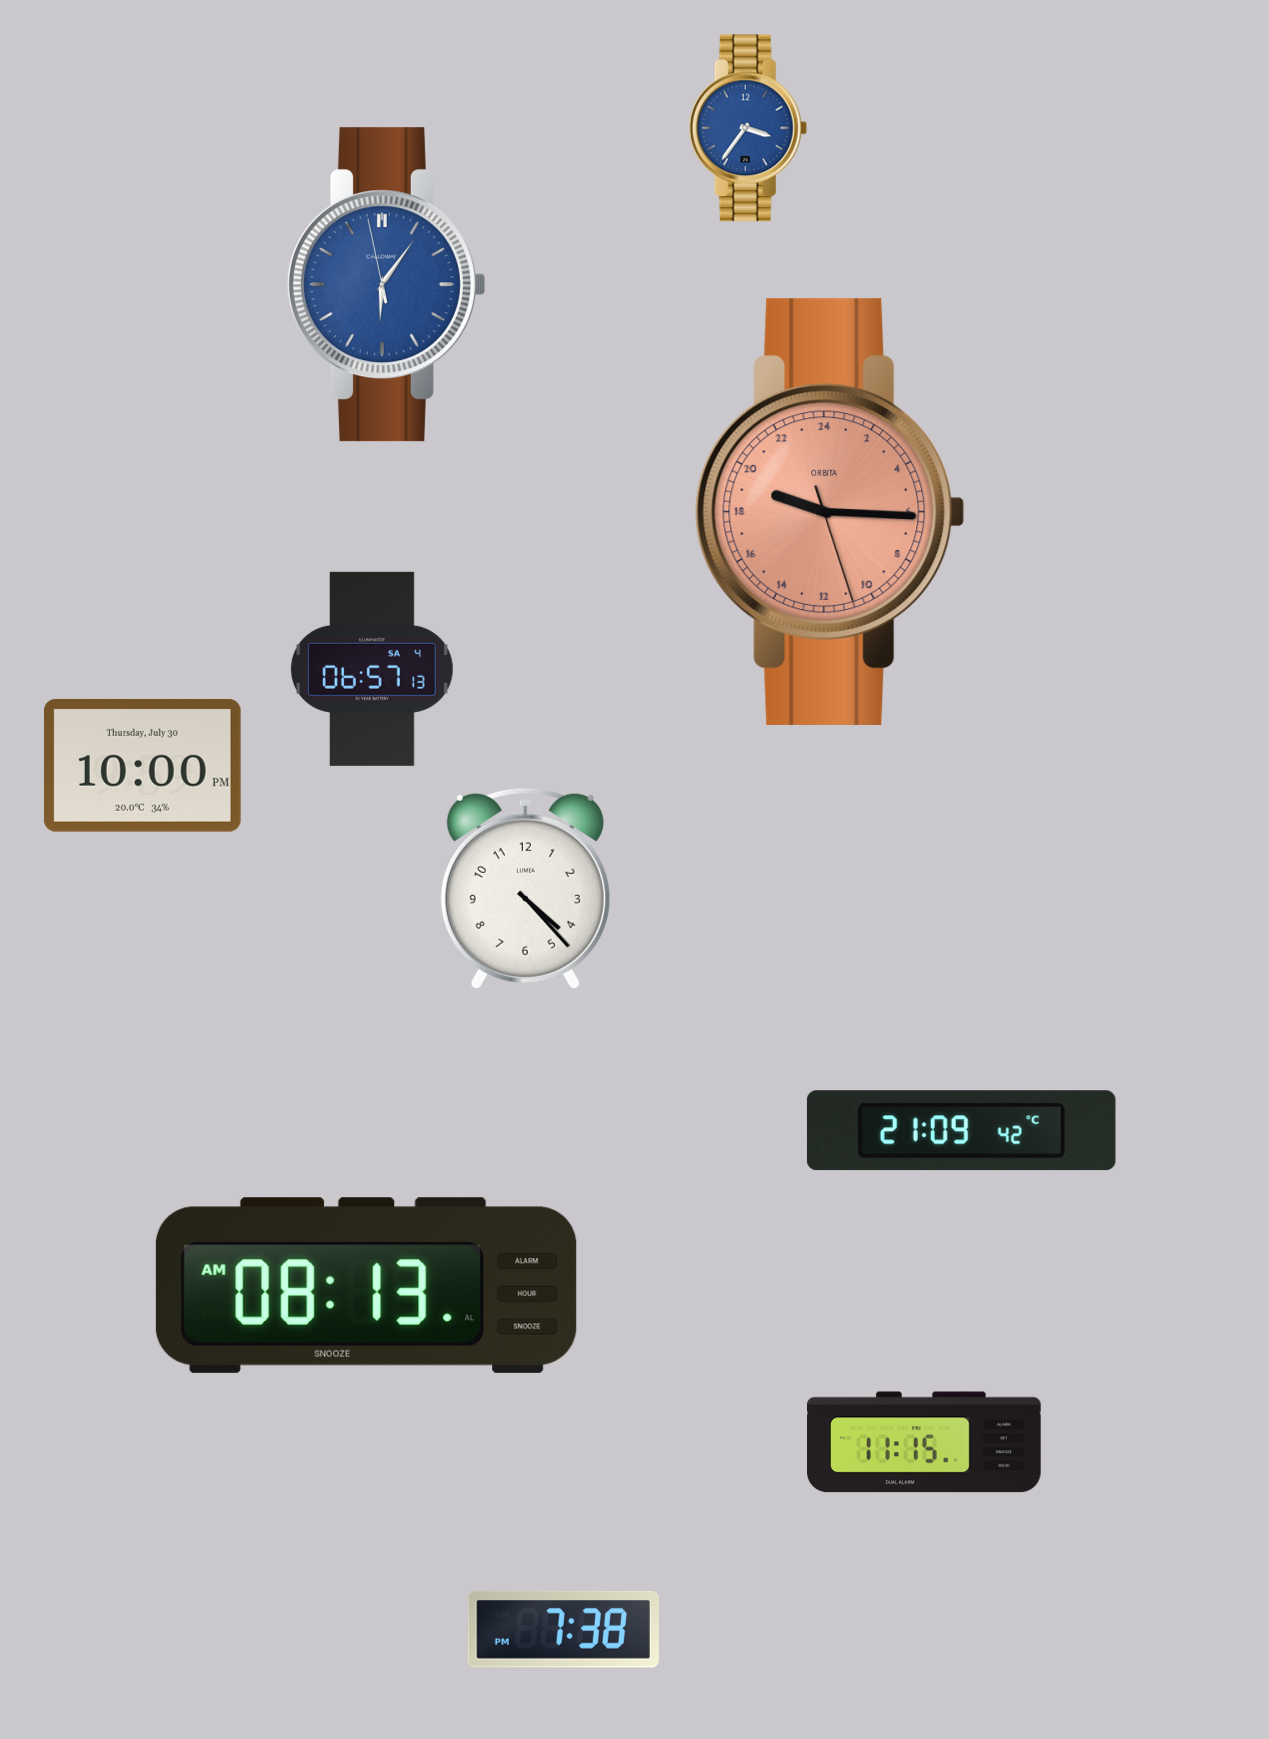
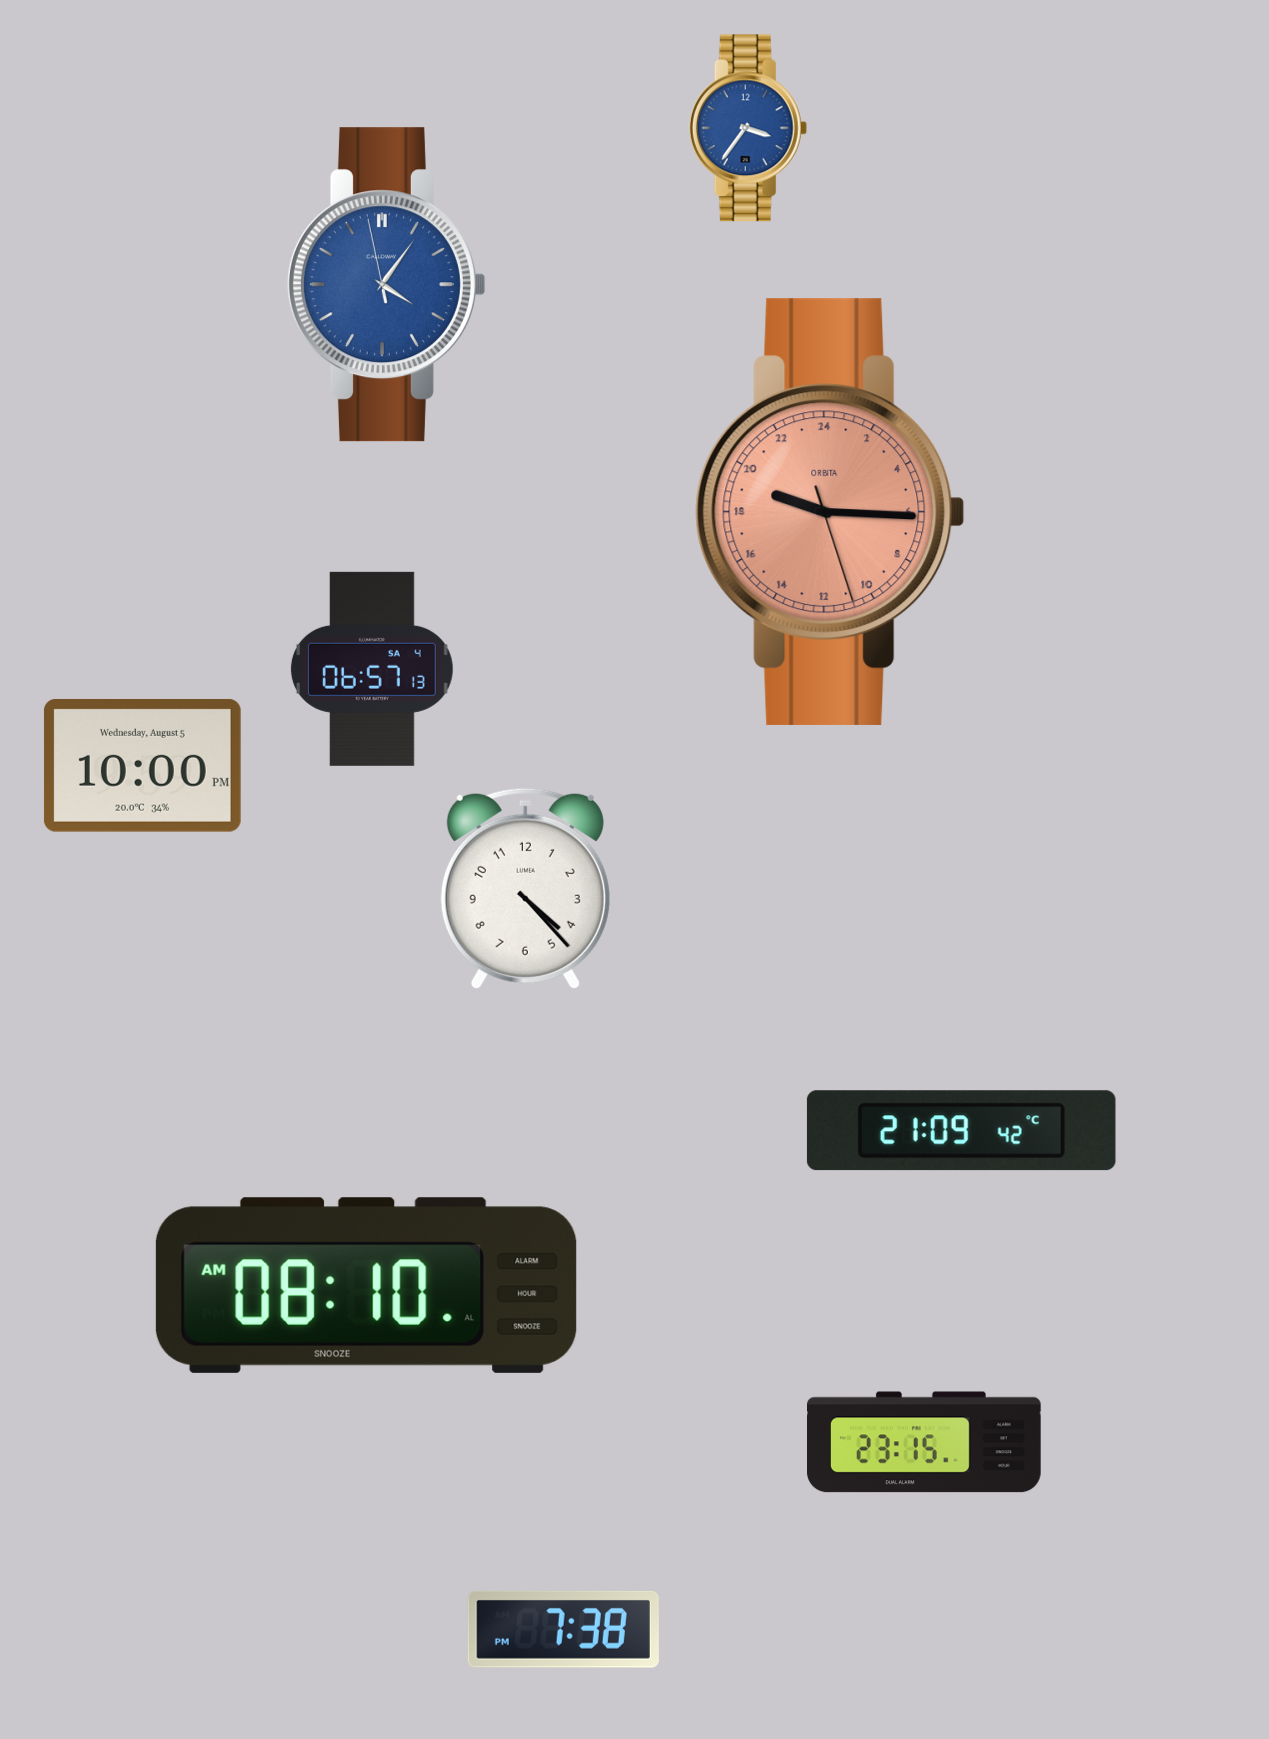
clock at (386, 285): 6:05 -> 4:05
clock at (142, 765) date: Thursday, July 30 -> Wednesday, August 5
clock at (366, 1285): 08:13 -> 08:10
clock at (925, 1442): 11:15 -> 23:15
